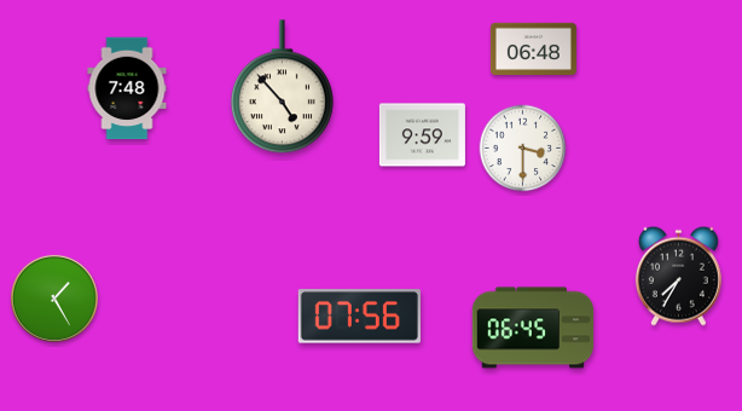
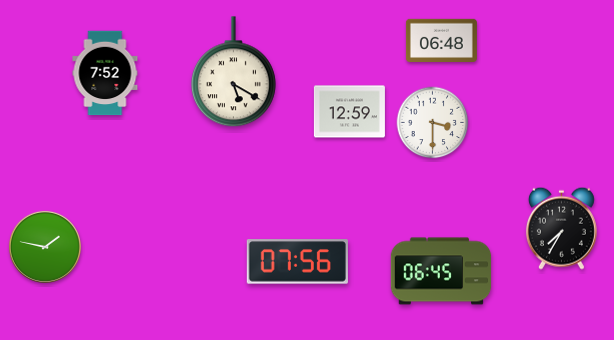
clock at (282, 87): 4:53 -> 5:20
clock at (127, 88): 7:48 -> 7:52
clock at (422, 135): 9:59 -> 12:59
clock at (54, 299): 1:25 -> 1:47
